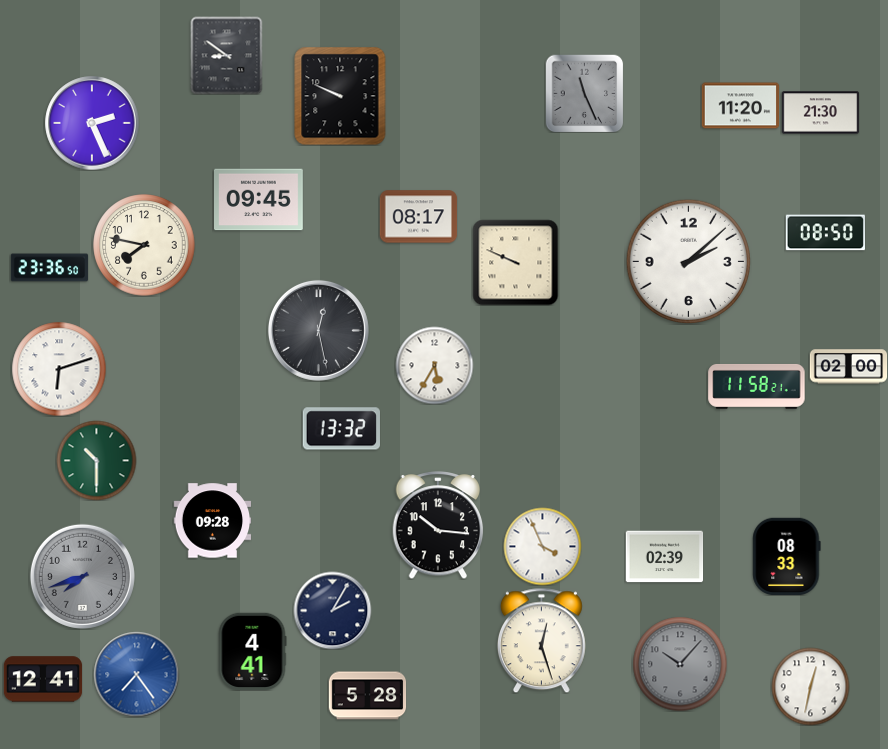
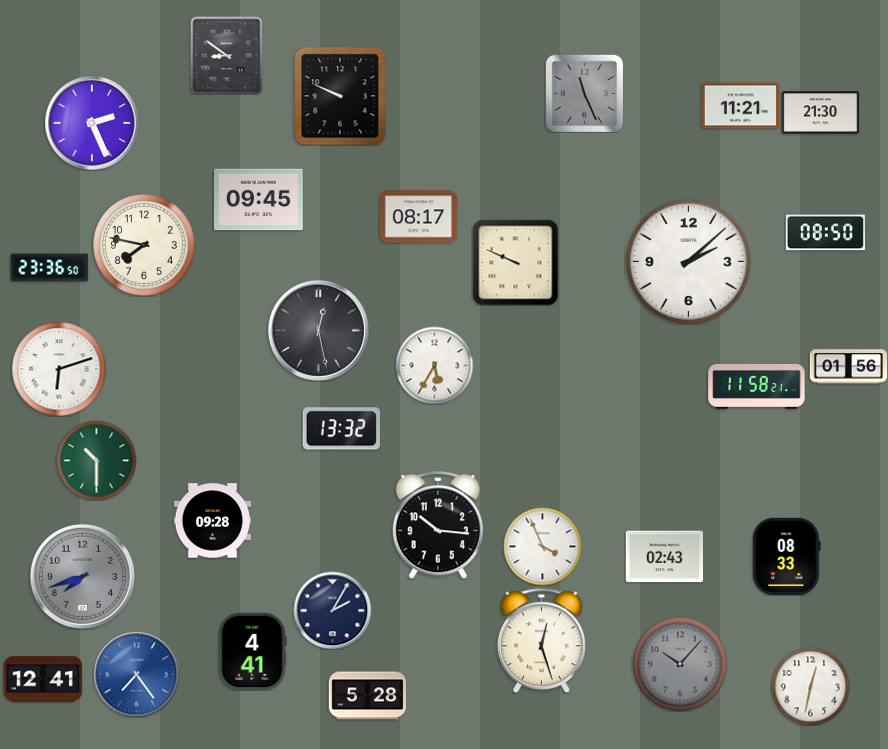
clock at (740, 106): 11:20 -> 11:21
clock at (848, 367): 02:00 -> 01:56
clock at (664, 557): 02:39 -> 02:43
